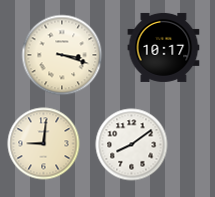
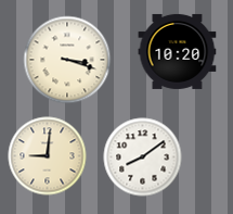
clock at (164, 47): 10:17 -> 10:20
